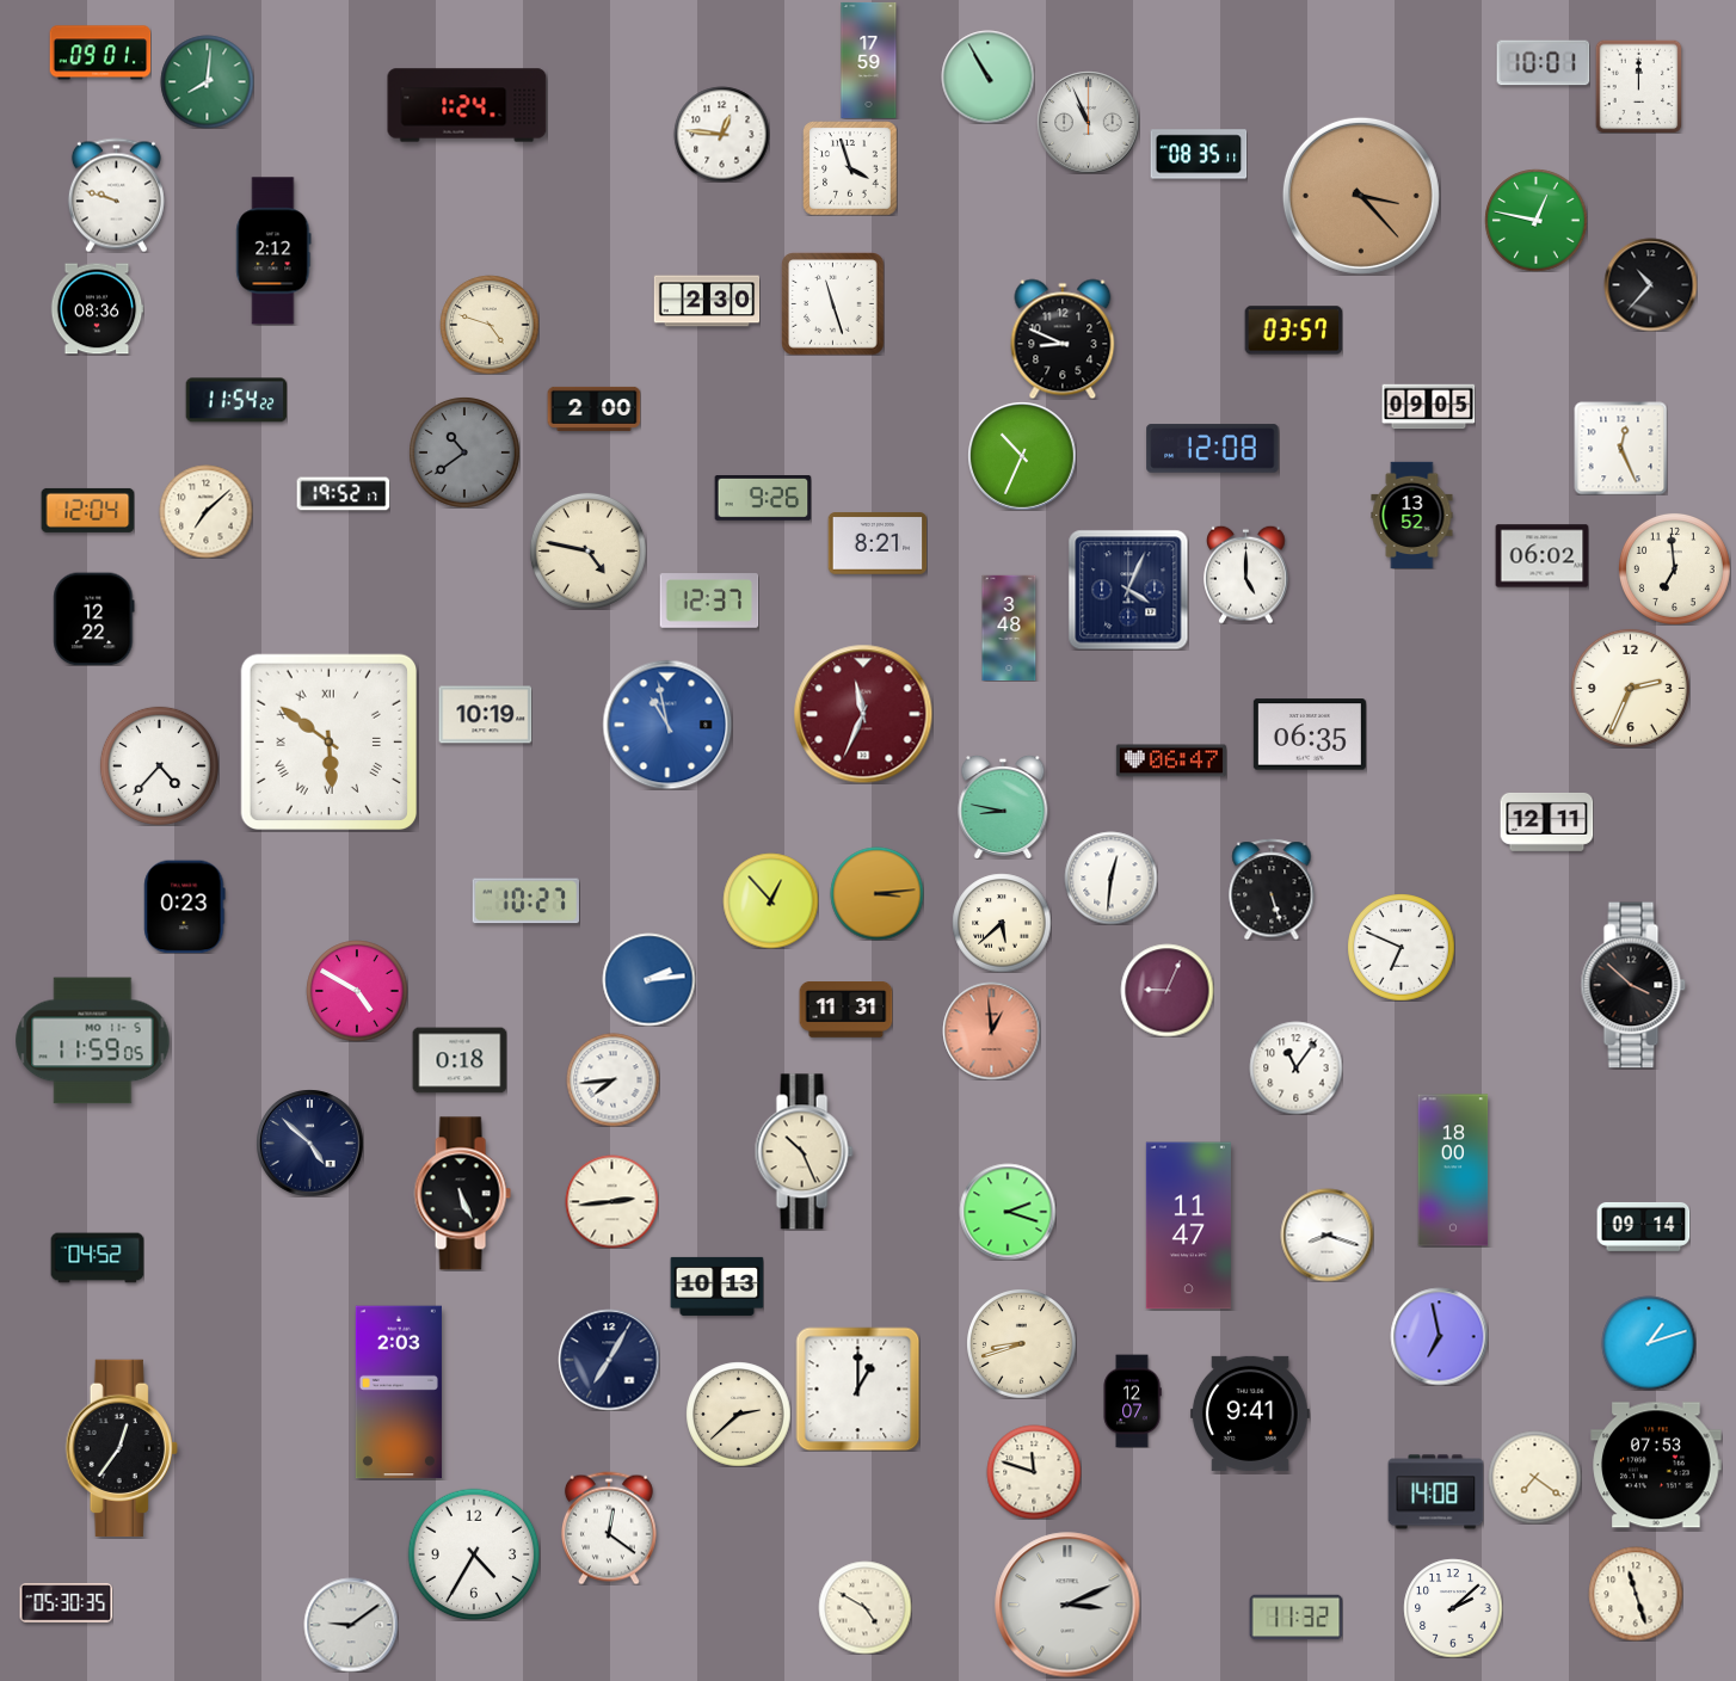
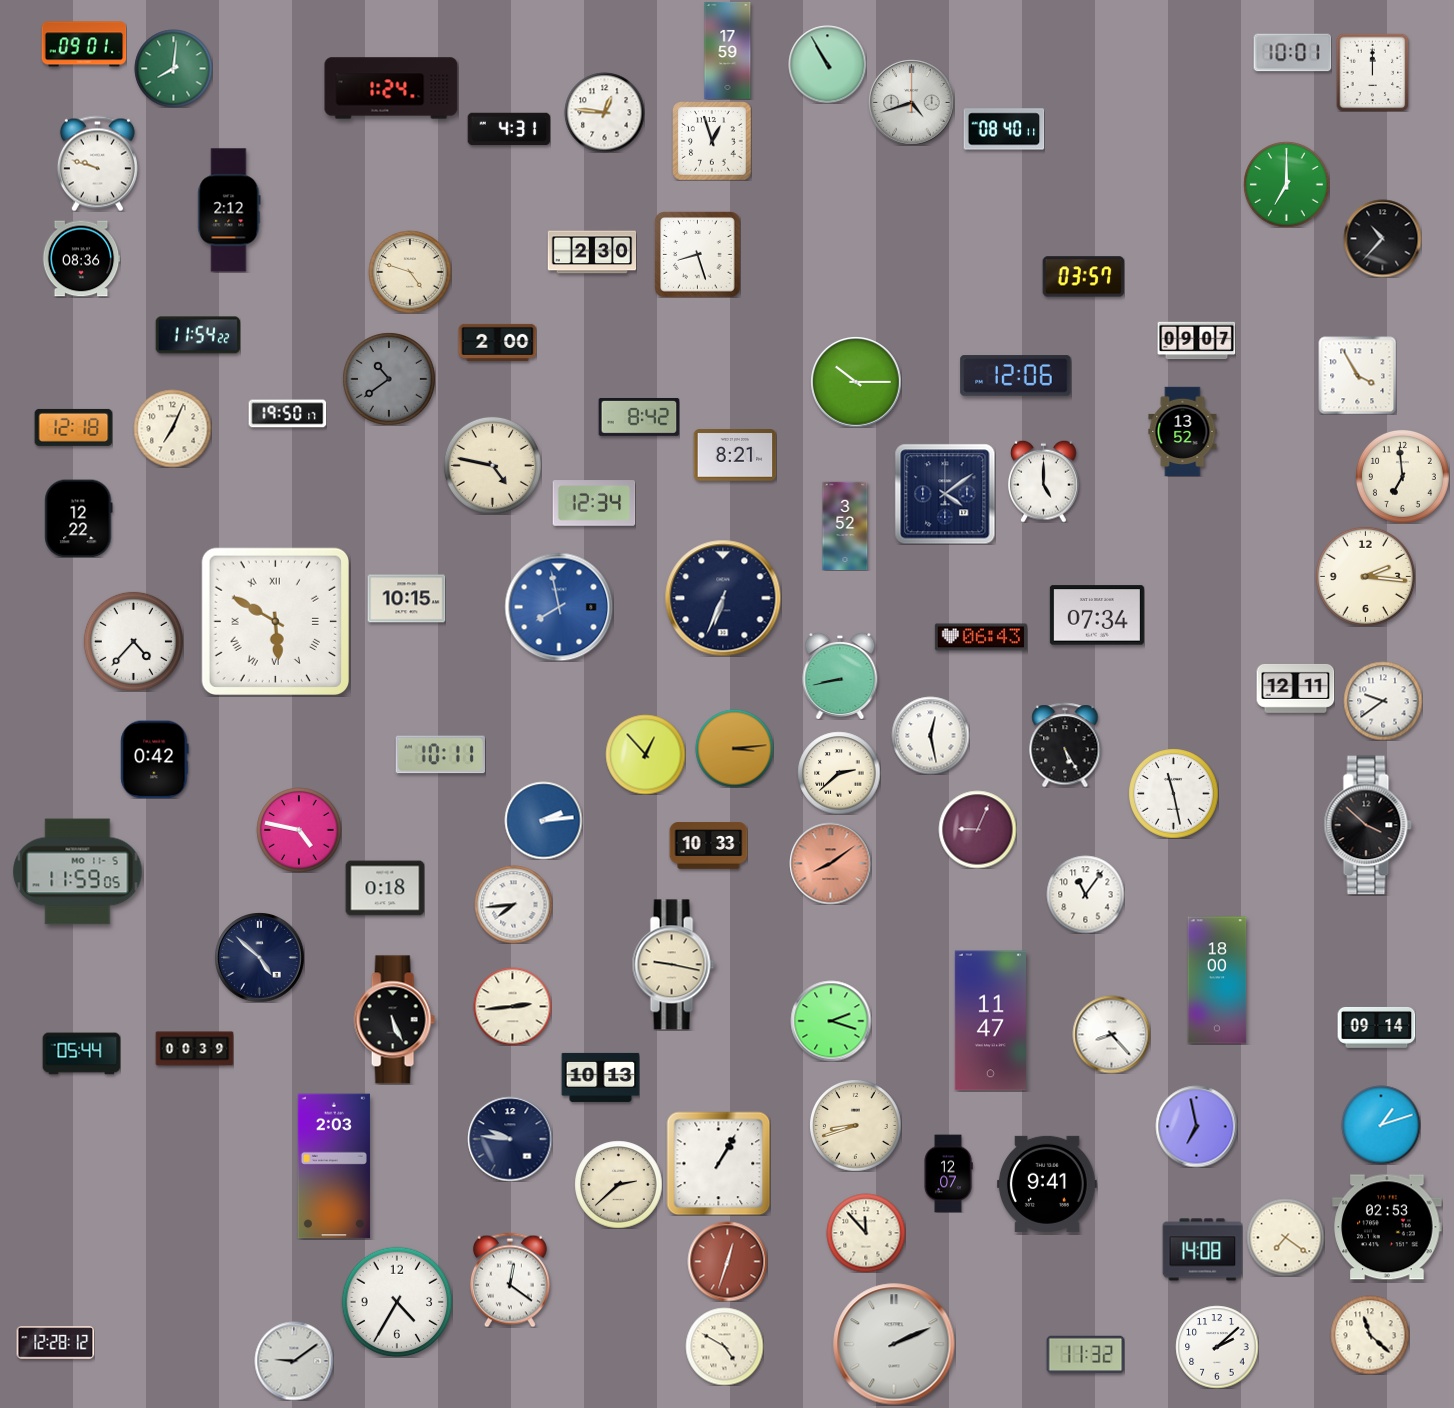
clock at (1088, 122): 10:56 -> 4:42
clock at (509, 129): none -> 4:31
clock at (1199, 154): 08:35 -> 08:40
clock at (850, 168): 3:57 -> 12:57
clock at (1361, 196): 3:23 -> none
clock at (1535, 220): 12:47 -> 7:00
clock at (832, 303): 11:27 -> 8:27
clock at (1063, 339): 8:49 -> none
clock at (1428, 407): 09:05 -> 09:07
clock at (1620, 448): 12:26 -> 3:55
clock at (1213, 449): 12:08 -> 12:06
clock at (1022, 456): 10:34 -> 10:15
clock at (343, 494): 19:52 -> 19:50
clock at (763, 499): 9:26 -> 8:42
clock at (87, 510): 12:04 -> 12:18
clock at (205, 511): 7:08 -> 7:04
clock at (587, 550) position: (587, 550) -> (492, 465)
clock at (1541, 556): 06:02 -> none
clock at (1128, 590): 4:04 -> 4:09
clock at (709, 601): 12:37 -> 12:34
clock at (1009, 628): 3:48 -> 3:52
clock at (1630, 688): 2:34 -> 2:16
clock at (863, 714): 11:34 -> 6:34
clock at (863, 714) dial: burgundy -> navy
clock at (485, 715): 10:19 -> 10:15
clock at (667, 725): 10:58 -> 7:58
clock at (1310, 734): 06:35 -> 07:34
clock at (328, 741): 5:51 -> 5:50
clock at (1171, 761): 06:47 -> 06:43
clock at (1003, 807): 8:47 -> 8:43
clock at (1383, 701): none -> 9:39
clock at (1110, 878): 12:31 -> 12:28
clock at (1272, 889): 5:27 -> 5:25
clock at (525, 901): 10:27 -> 10:11
clock at (185, 906): 0:23 -> 0:42
clock at (1002, 923): 5:38 -> 2:38
clock at (1401, 947): 6:49 -> 11:28
clock at (357, 991): 4:50 -> 4:47
clock at (845, 1010): 11:31 -> 10:33
clock at (991, 1030): 12:59 -> 8:09
clock at (804, 1152): 10:26 -> 9:17
clock at (462, 1194) position: (462, 1194) -> (394, 1020)
clock at (1008, 1212) position: (1008, 1212) -> (831, 1021)
clock at (1188, 1226) position: (1188, 1226) -> (990, 1021)
clock at (1326, 1234): 8:18 -> 8:23
clock at (194, 1049): none -> 00:39
clock at (97, 1258): 04:52 -> 05:44
clock at (1439, 1336) position: (1439, 1336) -> (1196, 1126)
clock at (609, 1360): 7:05 -> 9:46
clock at (857, 1388): 1:00 -> 1:05
clock at (122, 1448): 12:36 -> none
clock at (1656, 1465): 07:53 -> 02:53
clock at (1034, 1472): 11:48 -> 11:53
clock at (727, 1261): none -> 12:33
clock at (1636, 1594): 11:27 -> 11:22
clock at (66, 1603): 05:30 -> 12:28
clock at (1067, 1605): 3:11 -> 2:11
